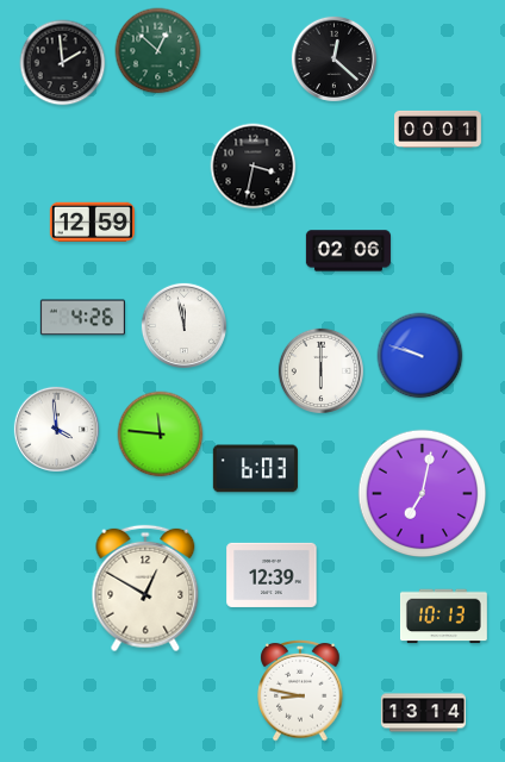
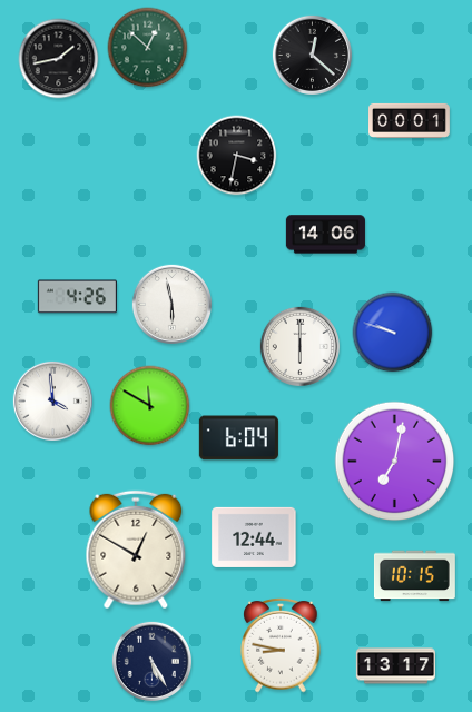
clock at (63, 63): 1:59 -> 1:43
clock at (92, 221): 12:59 -> none
clock at (348, 251): 02:06 -> 14:06
clock at (183, 325): 11:58 -> 5:58
clock at (161, 435): 11:46 -> 11:50
clock at (255, 469): 6:03 -> 6:04
clock at (272, 575): 12:39 -> 12:44
clock at (443, 617): 10:13 -> 10:15
clock at (151, 661): none -> 5:25
clock at (423, 713): 13:14 -> 13:17
